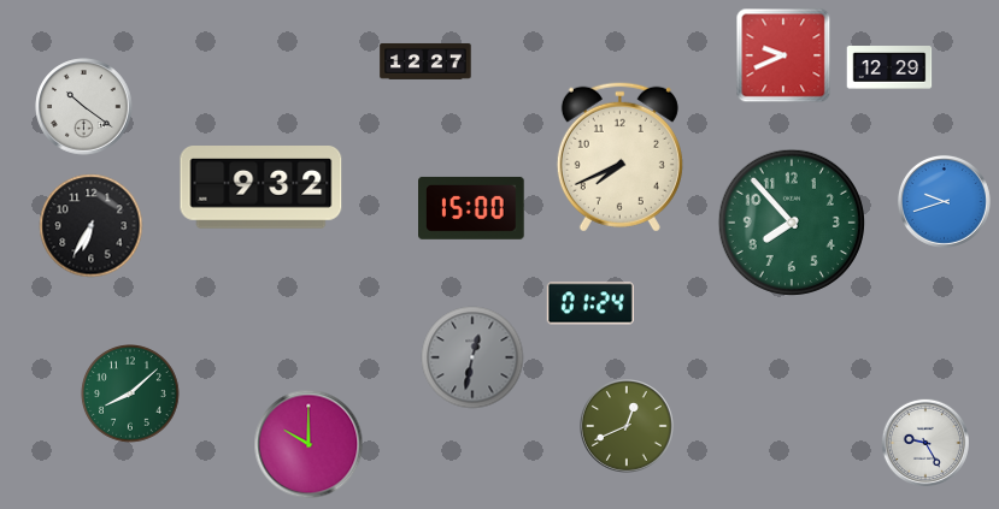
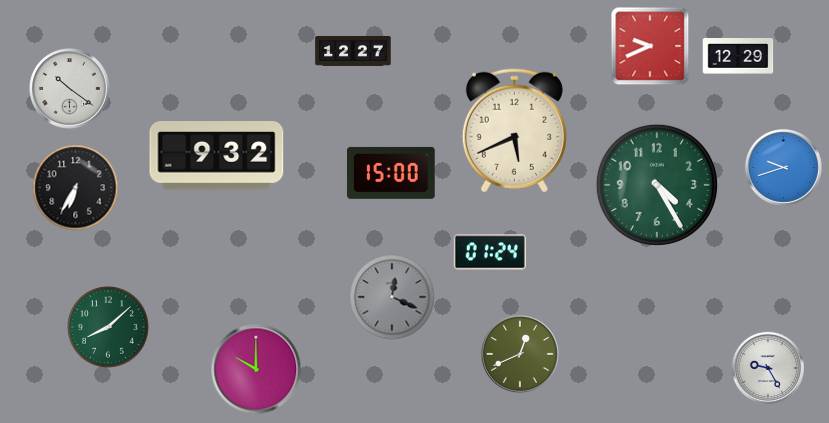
clock at (619, 156): 7:41 -> 5:41
clock at (792, 223): 7:53 -> 4:25
clock at (472, 357): 12:32 -> 12:19
